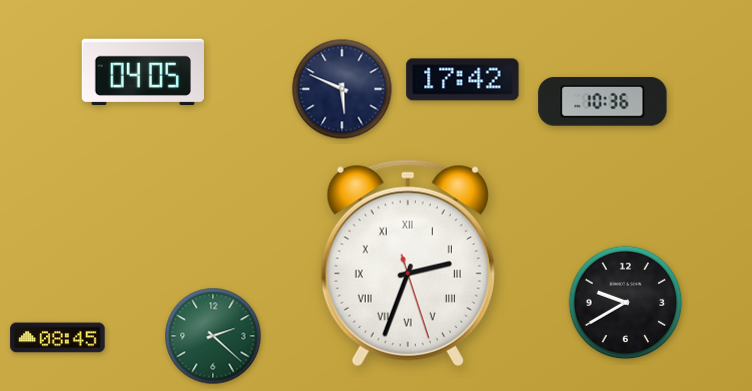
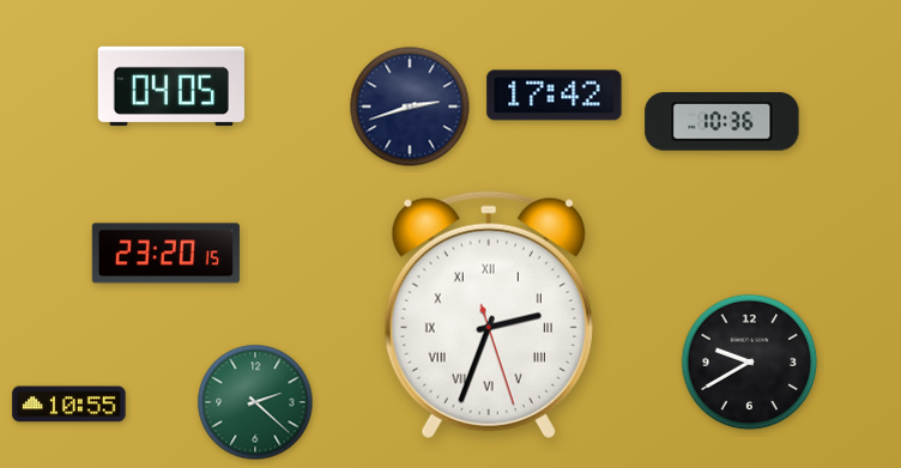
clock at (342, 89): 5:49 -> 2:42
clock at (165, 254): none -> 23:20
clock at (58, 338): 08:45 -> 10:55
